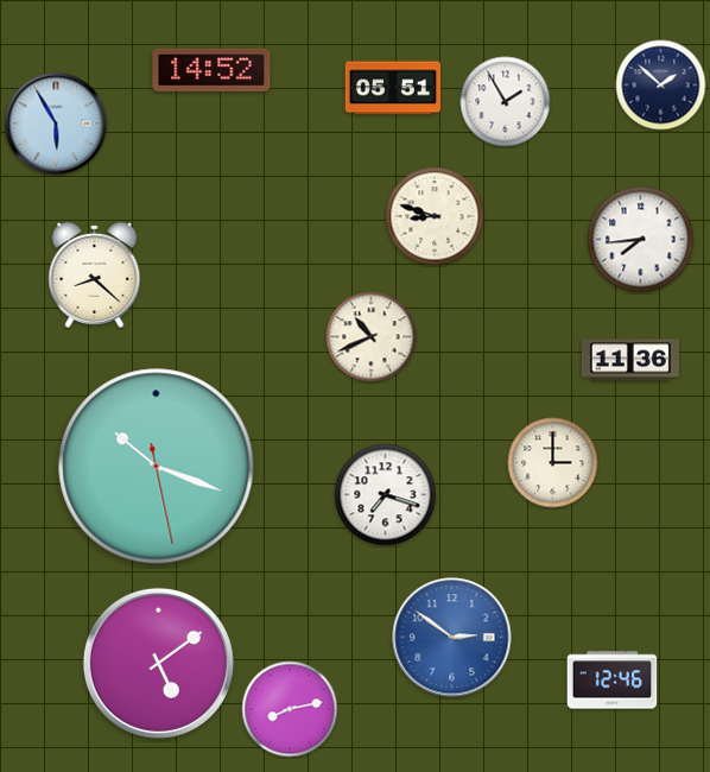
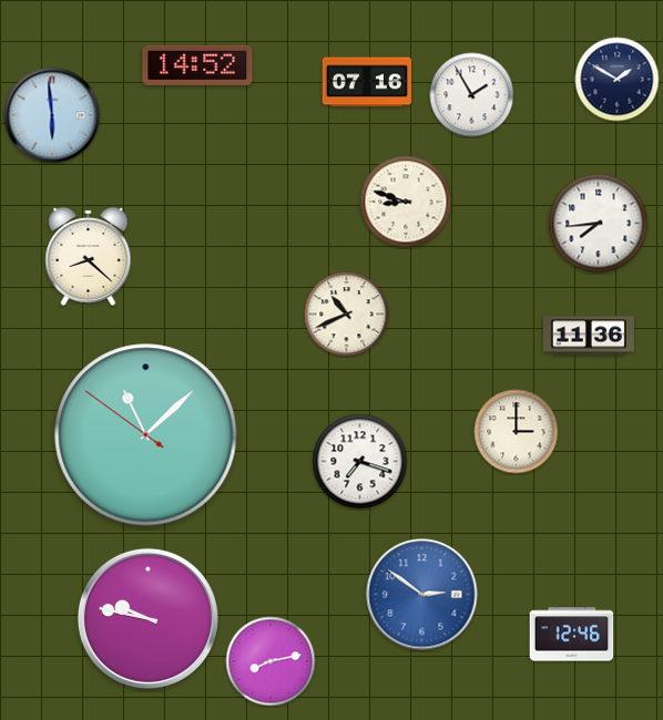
clock at (661, 86): 1:52 -> 1:50
clock at (393, 88): 05:51 -> 07:16
clock at (56, 124): 5:55 -> 5:59
clock at (157, 467): 10:18 -> 11:07
clock at (158, 663): 5:09 -> 9:47
